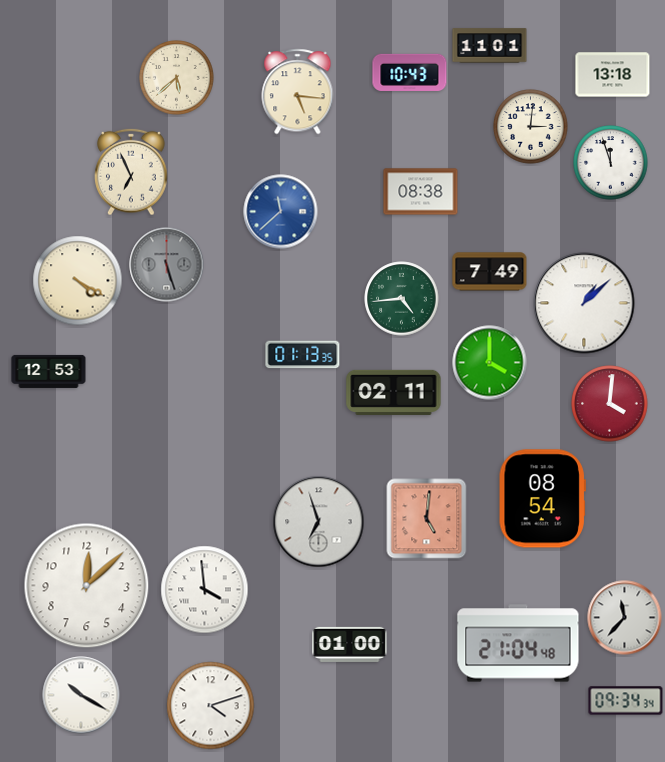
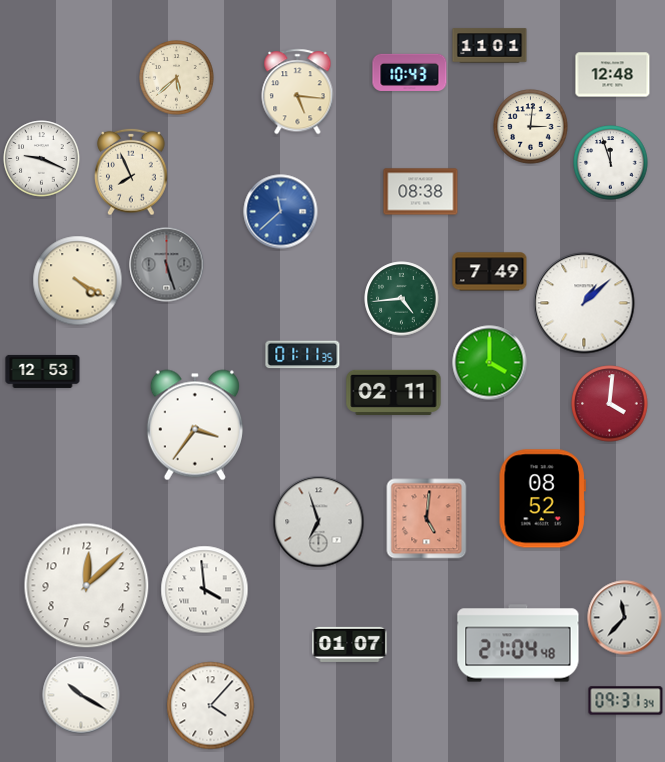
clock at (613, 75): 13:18 -> 12:48
clock at (42, 159): none -> 9:19
clock at (132, 172): 6:56 -> 7:56
clock at (303, 355): 01:13 -> 01:11
clock at (49, 371) position: (49, 371) -> (43, 371)
clock at (195, 425): none -> 3:36
clock at (542, 499): 08:54 -> 08:52
clock at (350, 644): 01:00 -> 01:07
clock at (626, 701): 09:34 -> 09:31
clock at (211, 706): 4:12 -> 4:07
